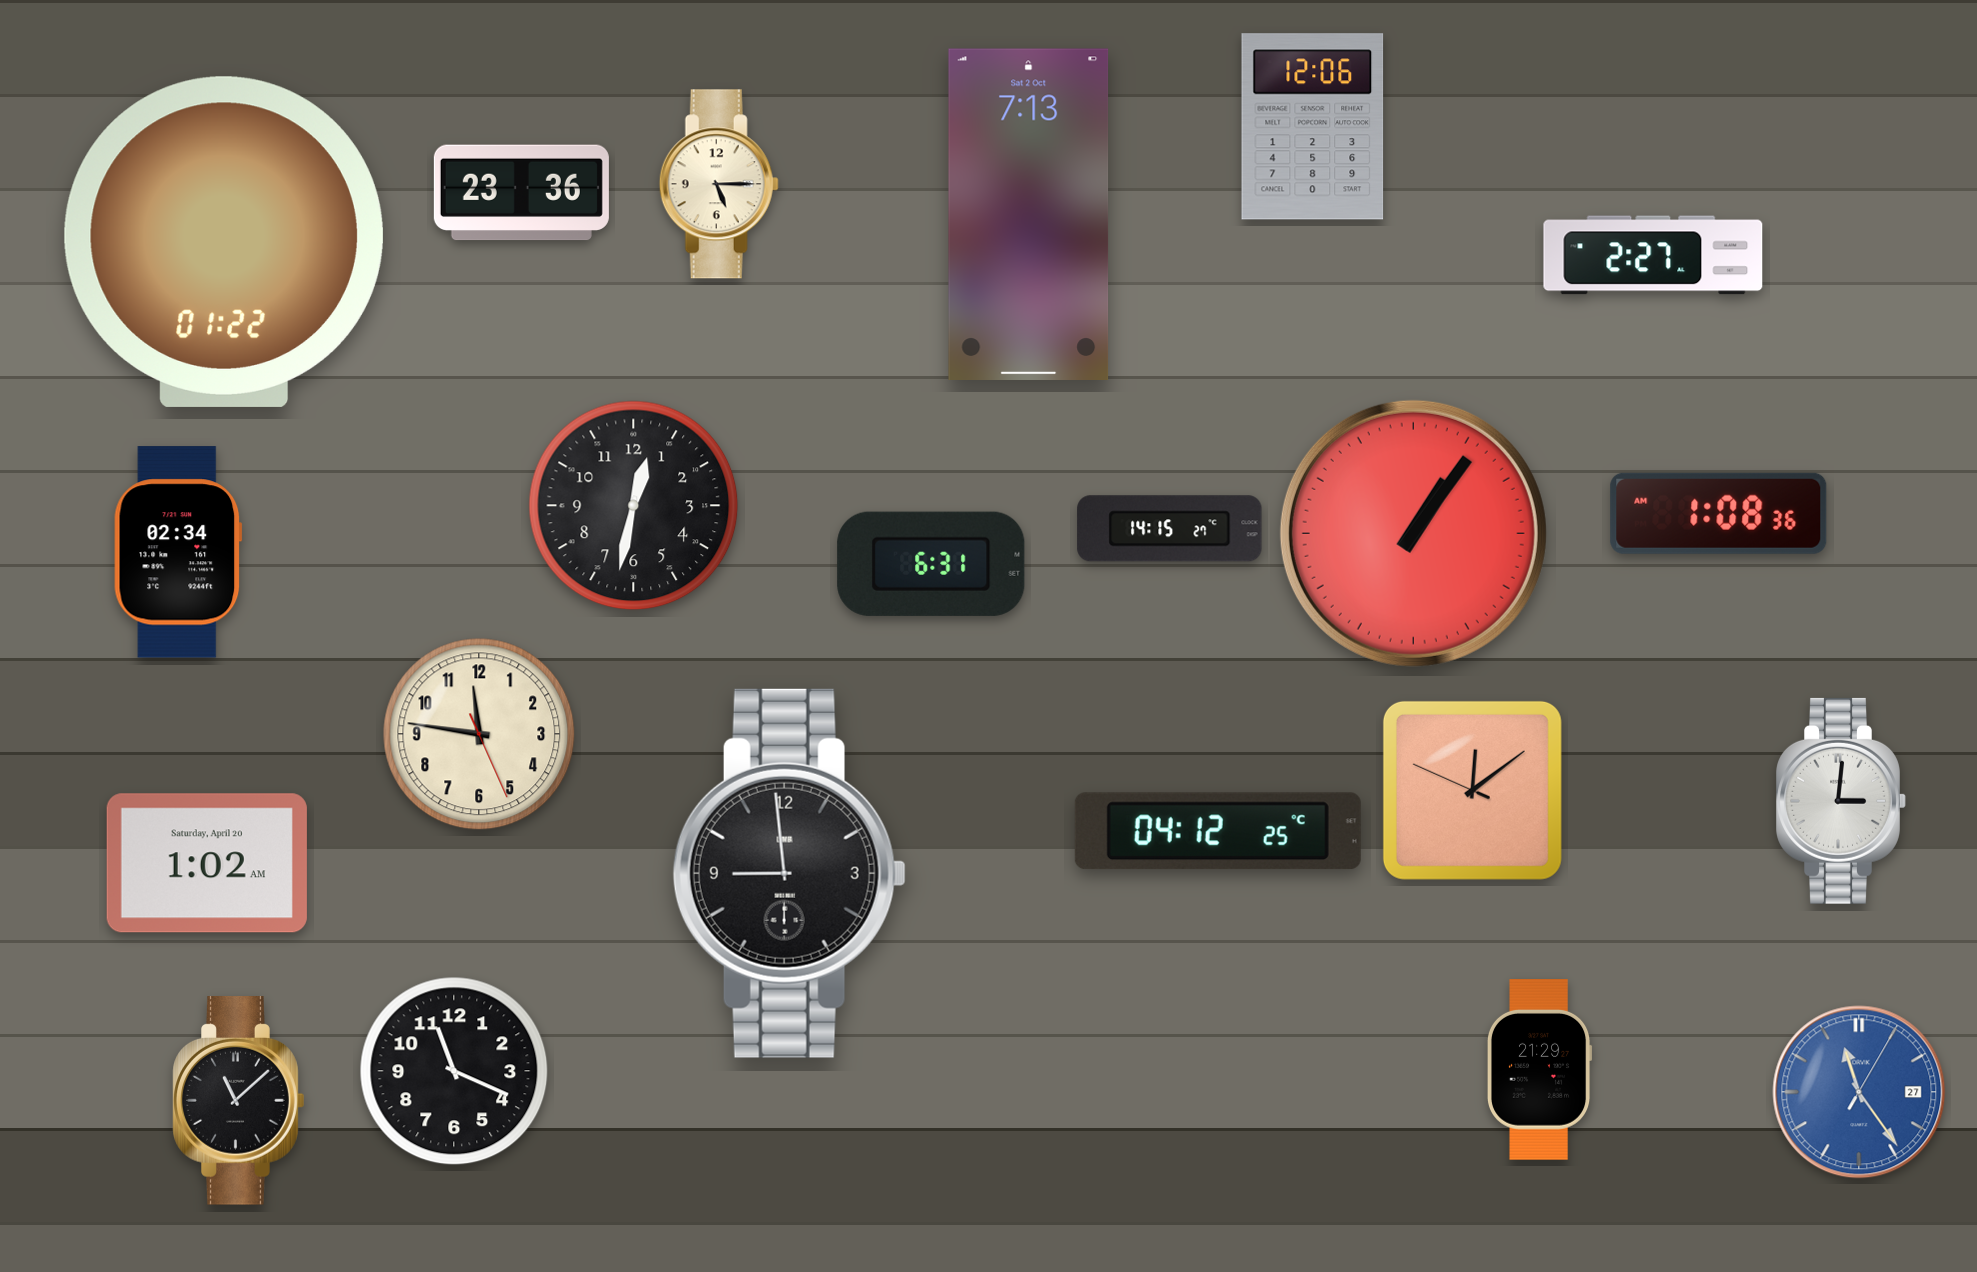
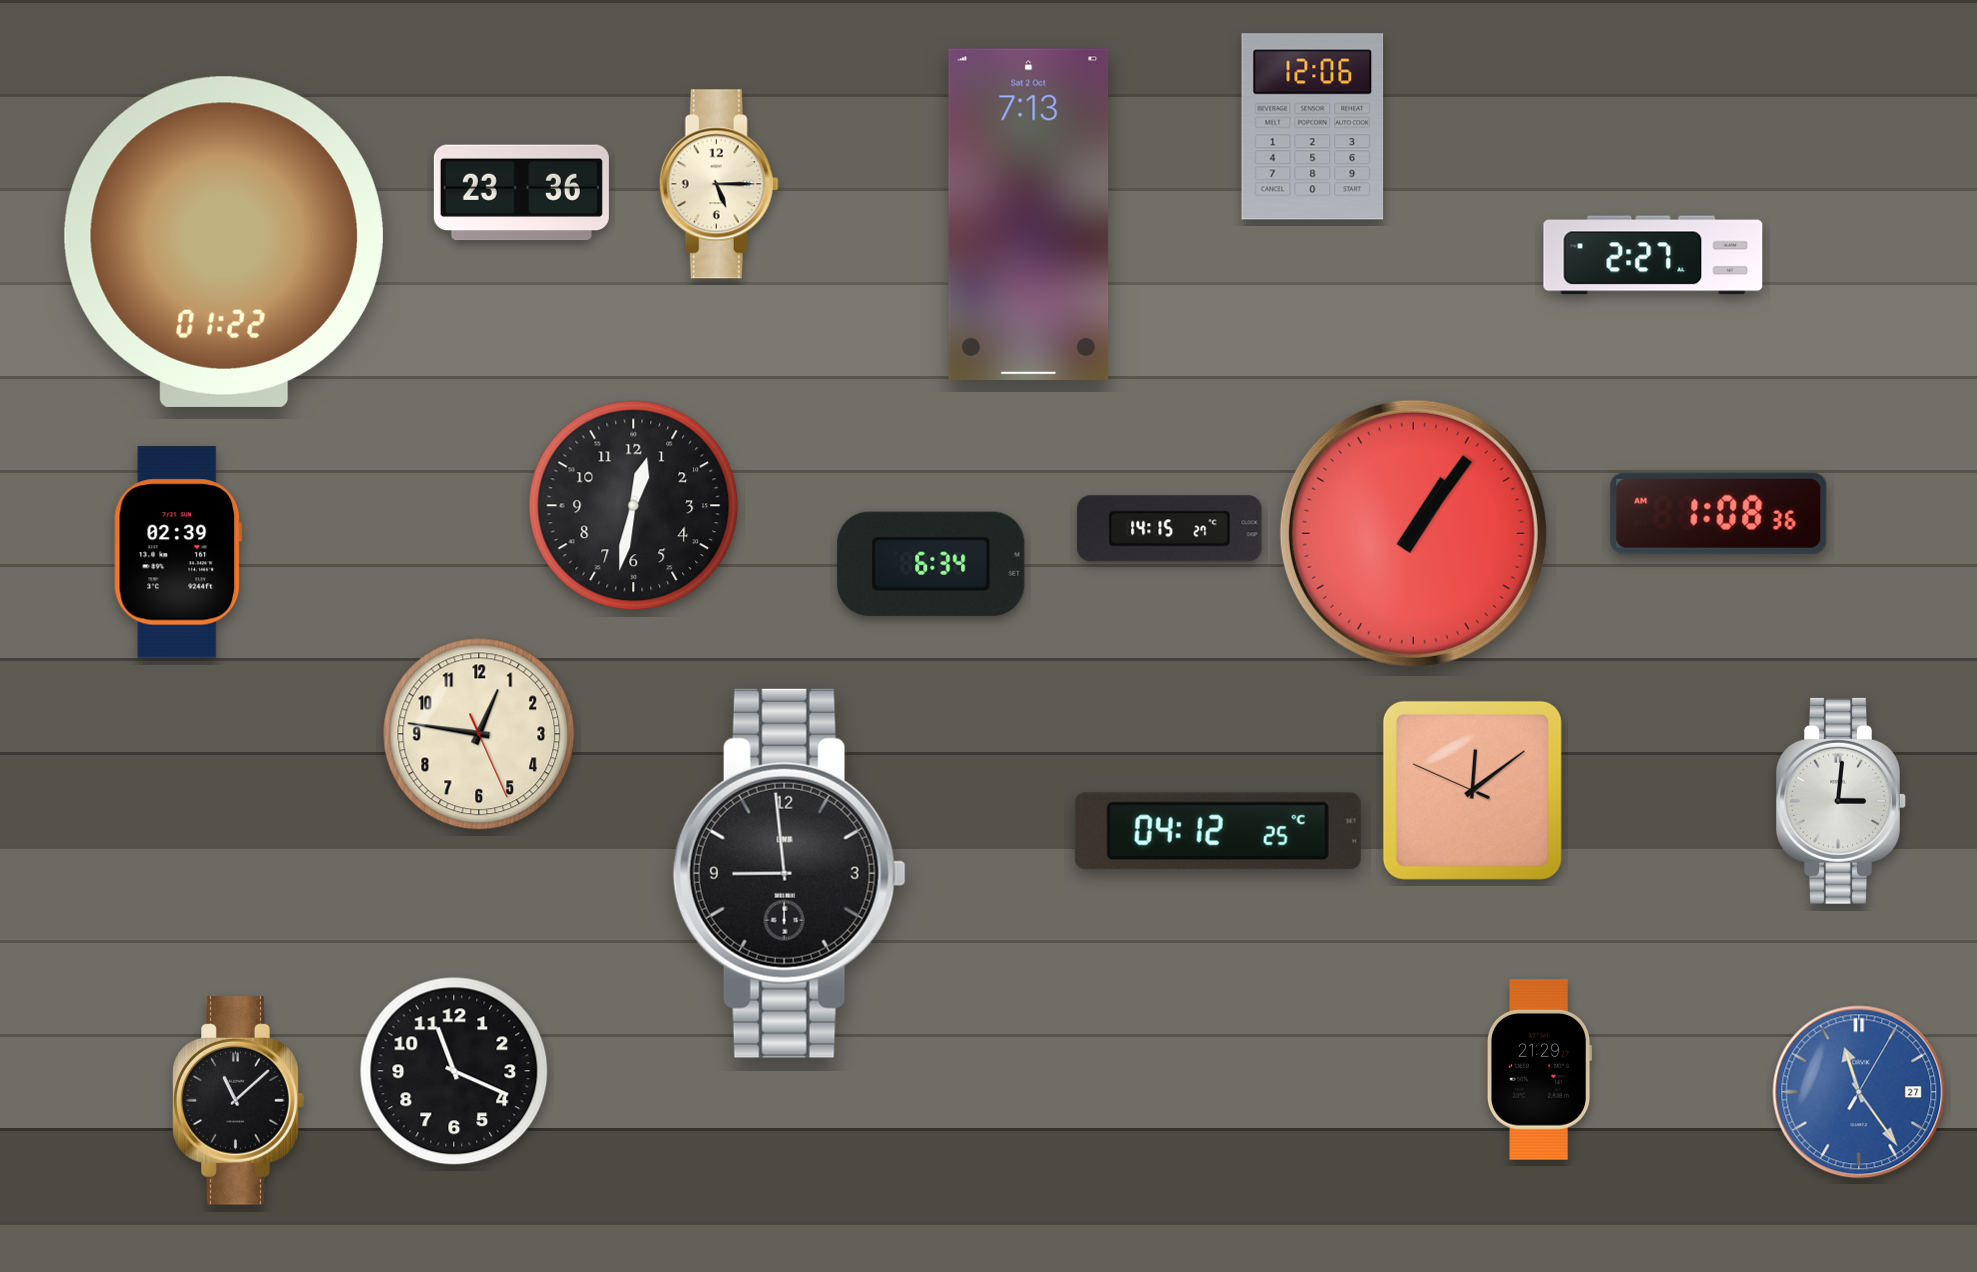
clock at (178, 552): 02:34 -> 02:39
clock at (931, 564): 6:31 -> 6:34
clock at (479, 734): 11:46 -> 12:46
clock at (207, 863): 1:02 -> none
